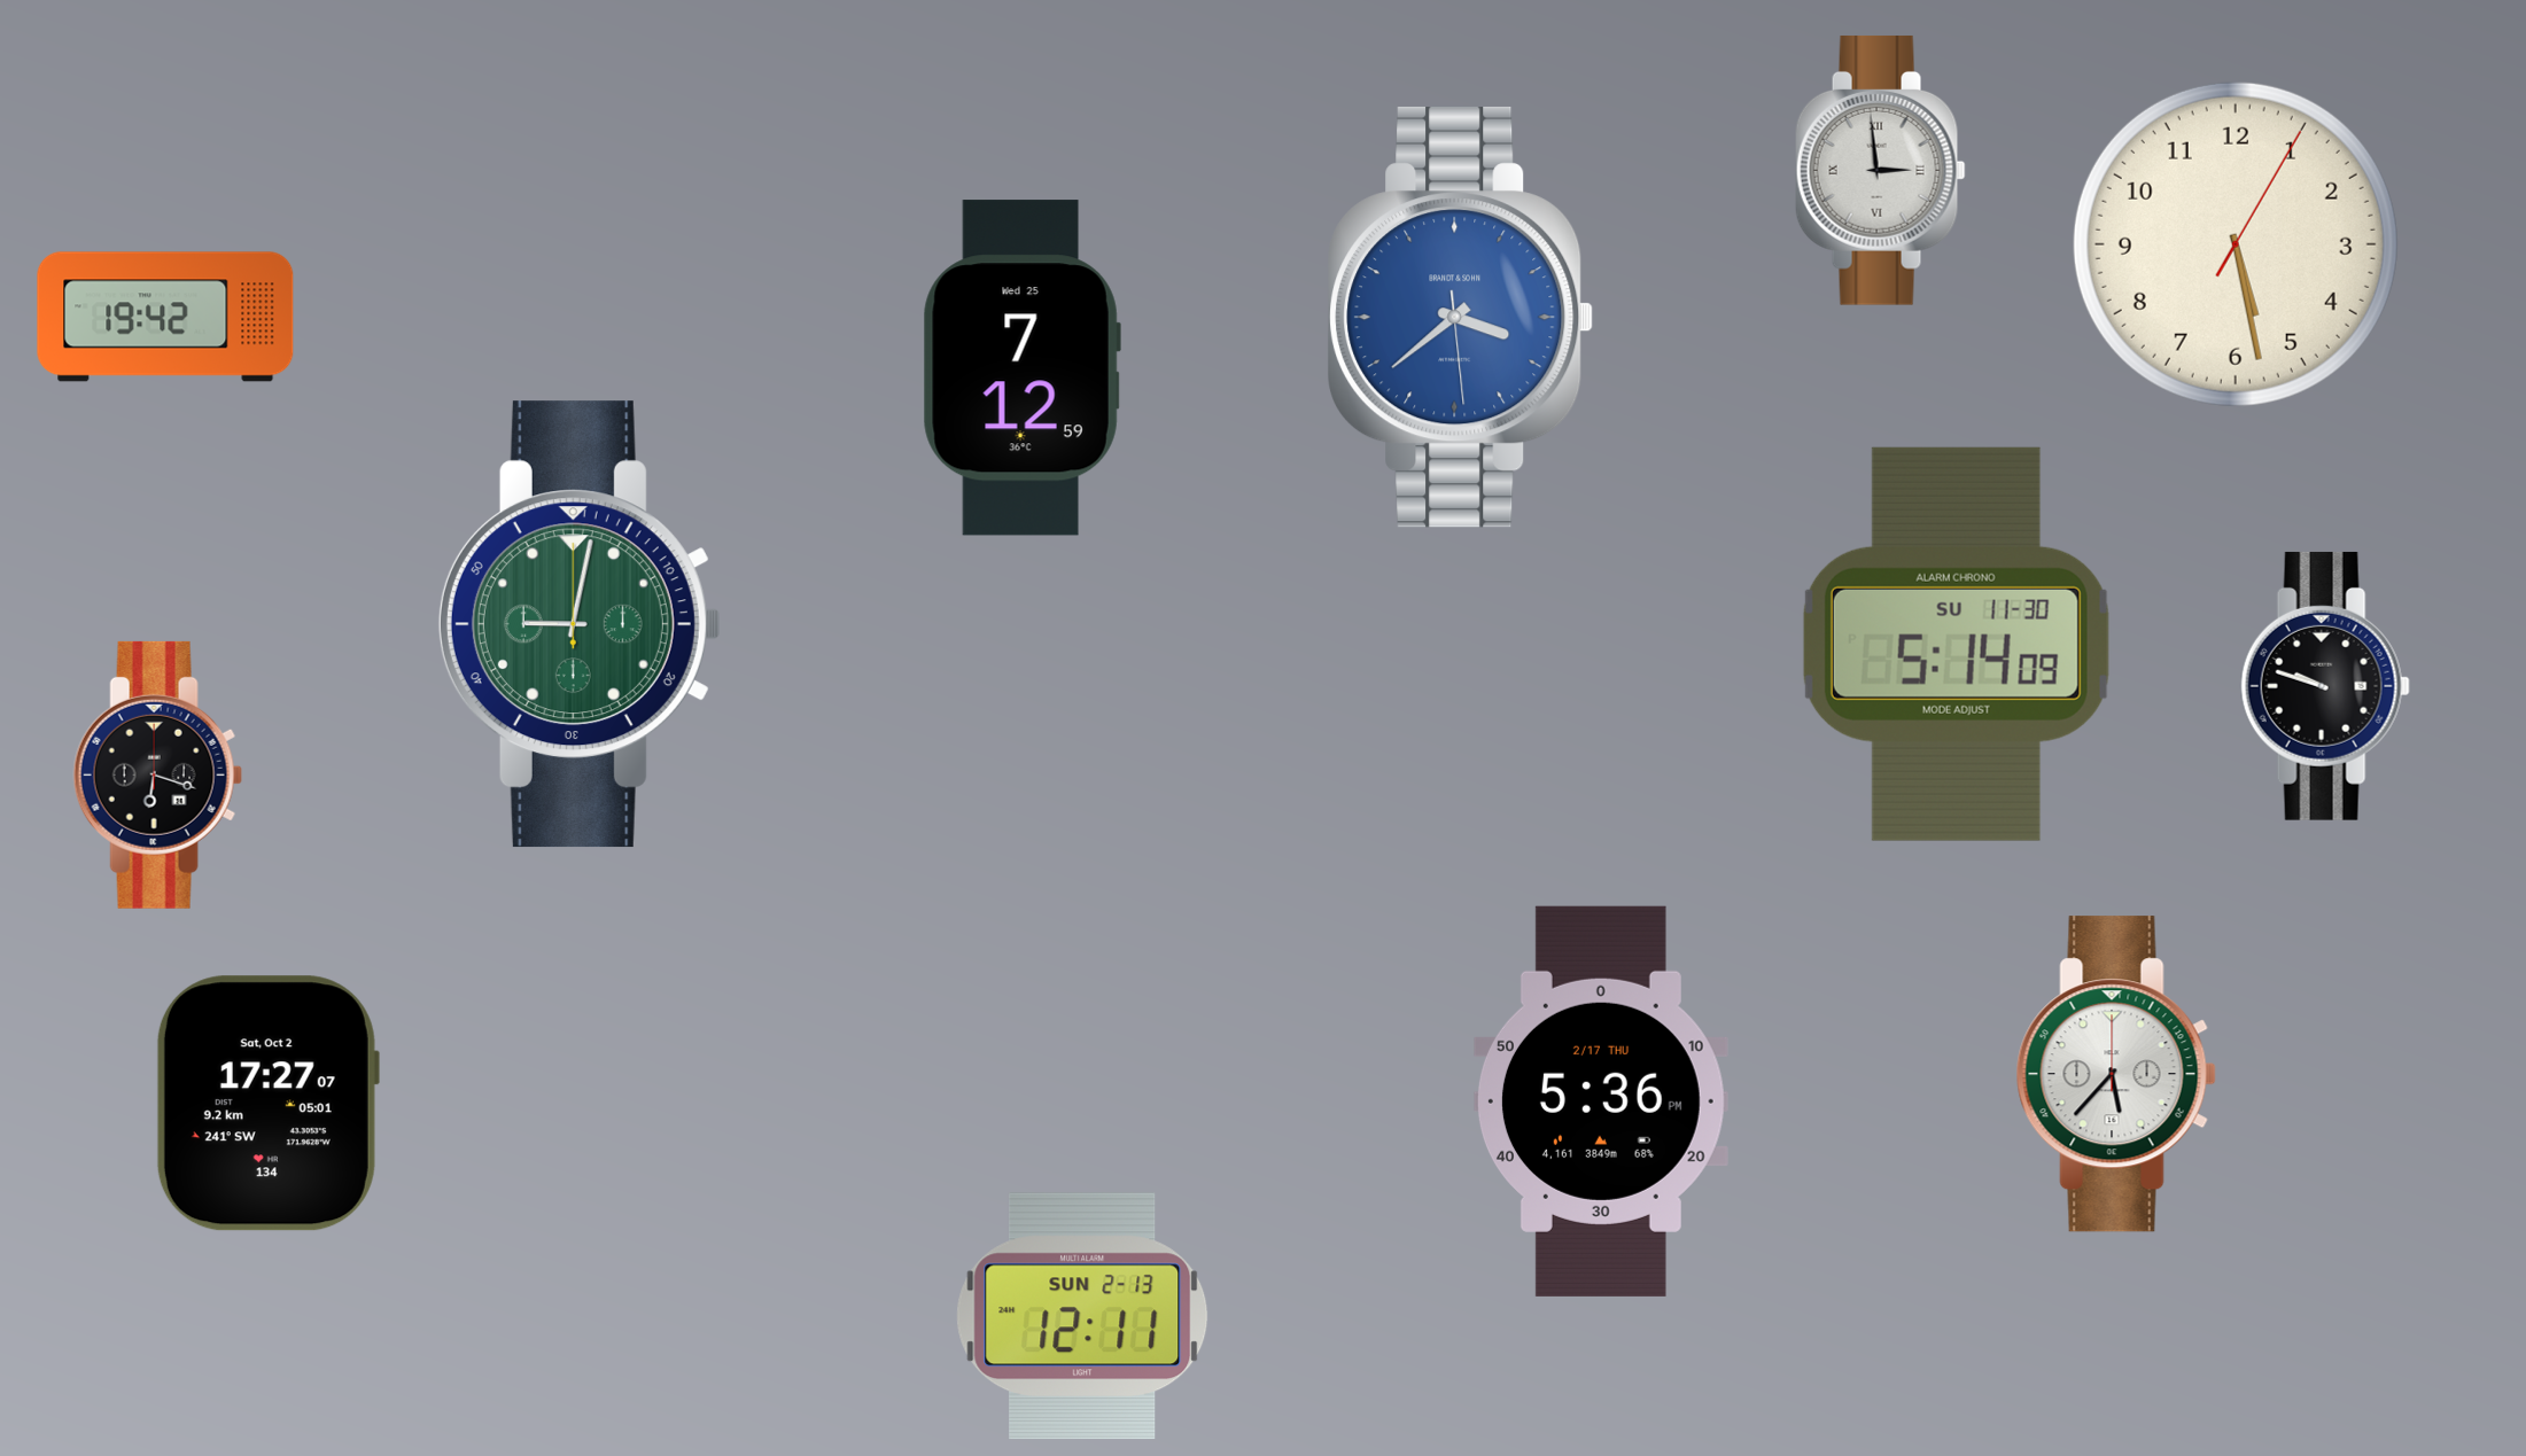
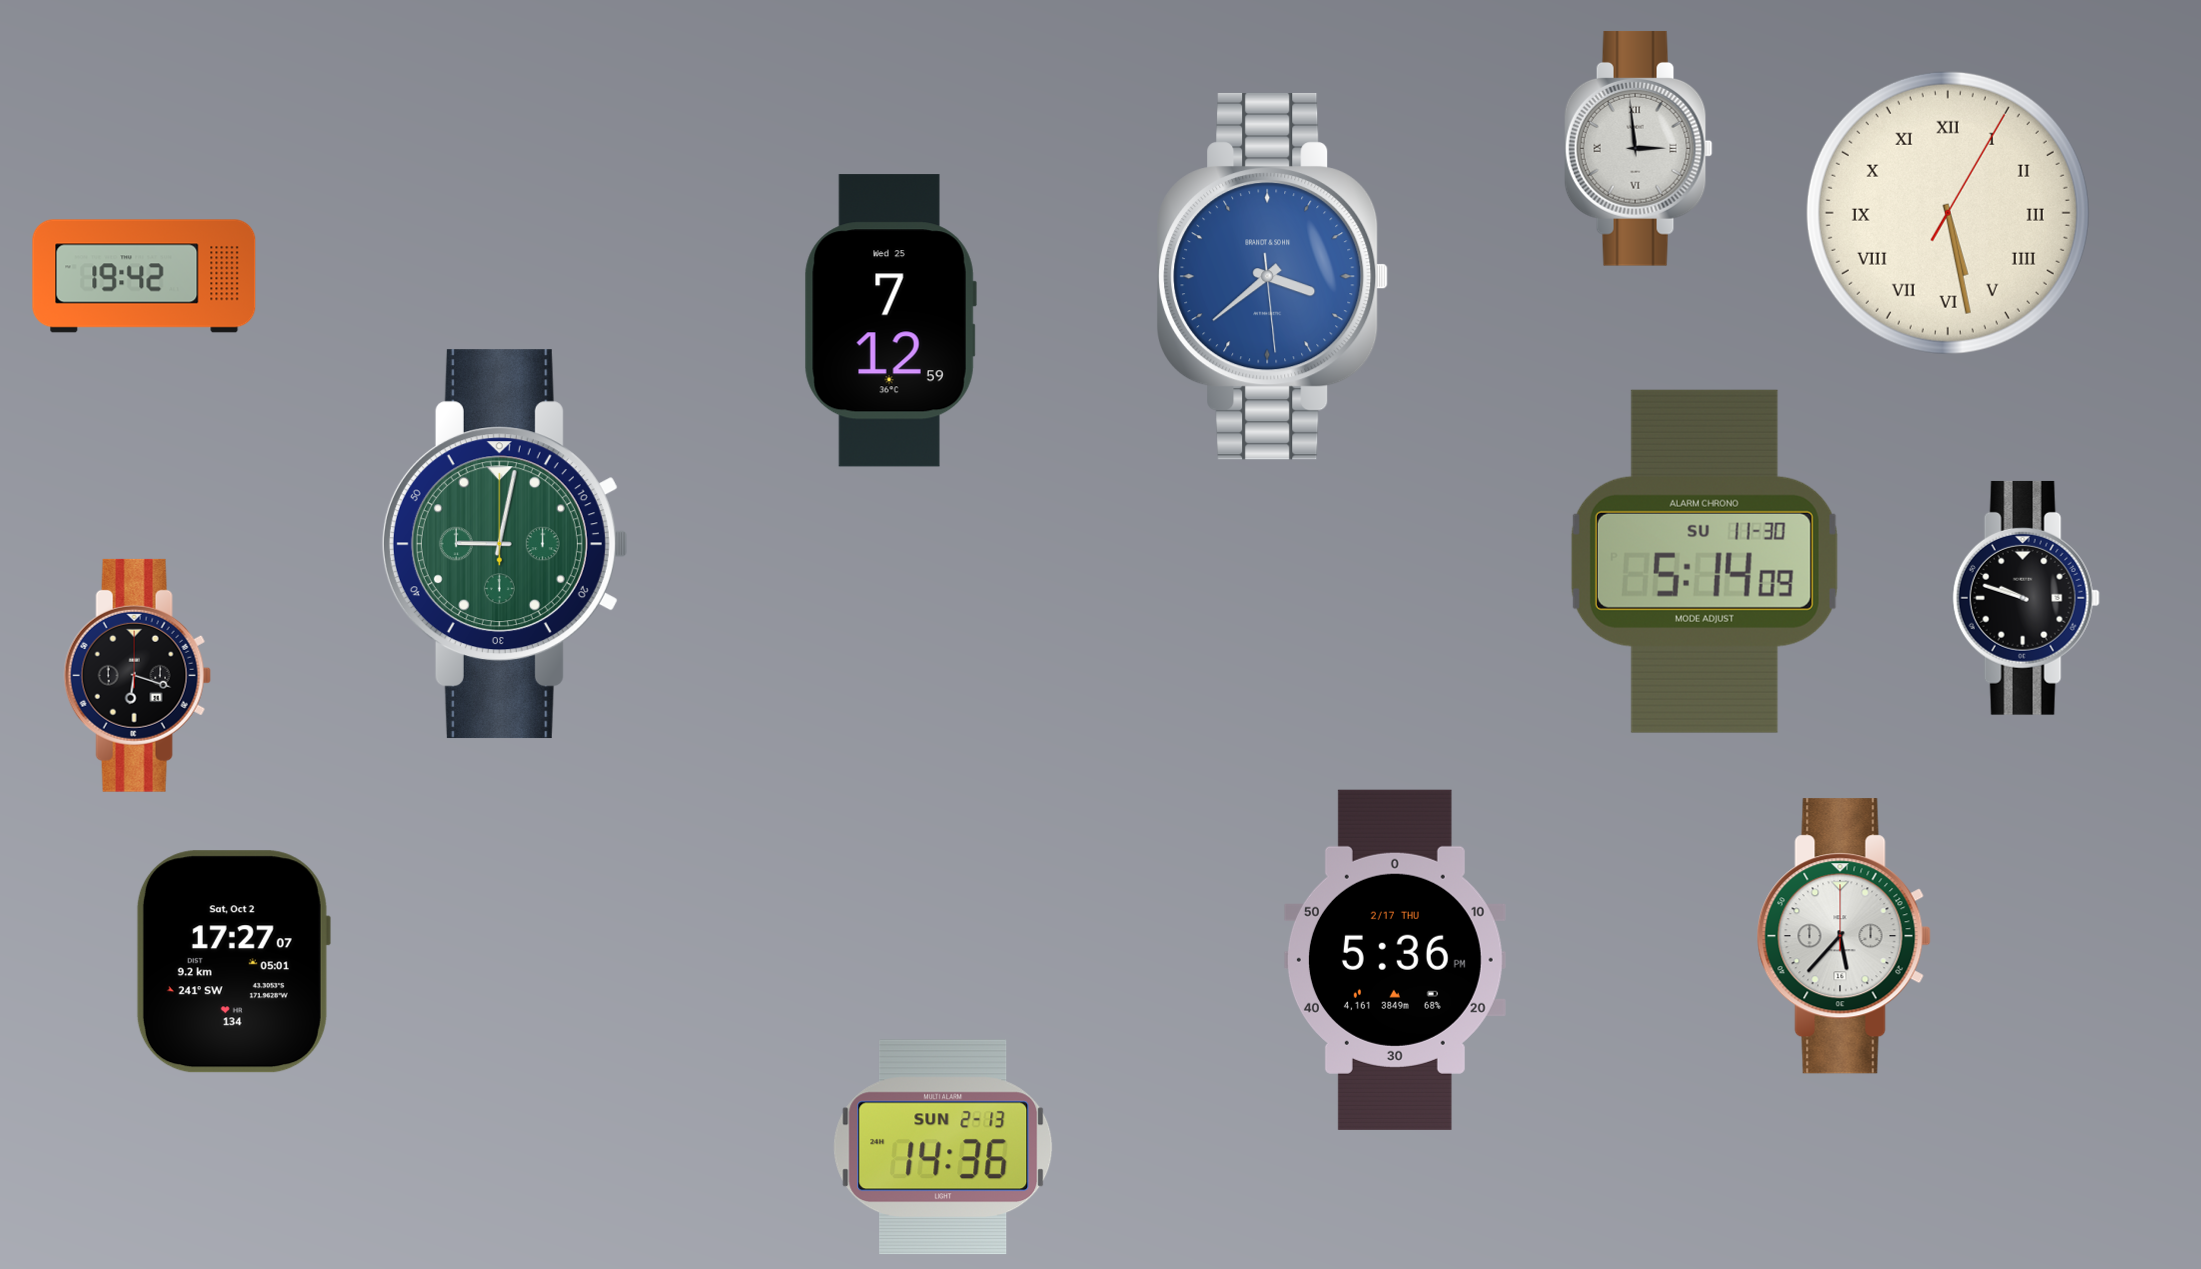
clock at (2236, 244) numerals: Arabic -> Roman
clock at (1082, 1316): 12:11 -> 14:36
